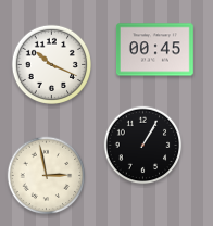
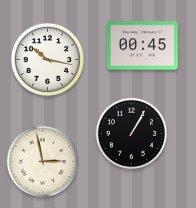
clock at (51, 64): 10:19 -> 10:17
